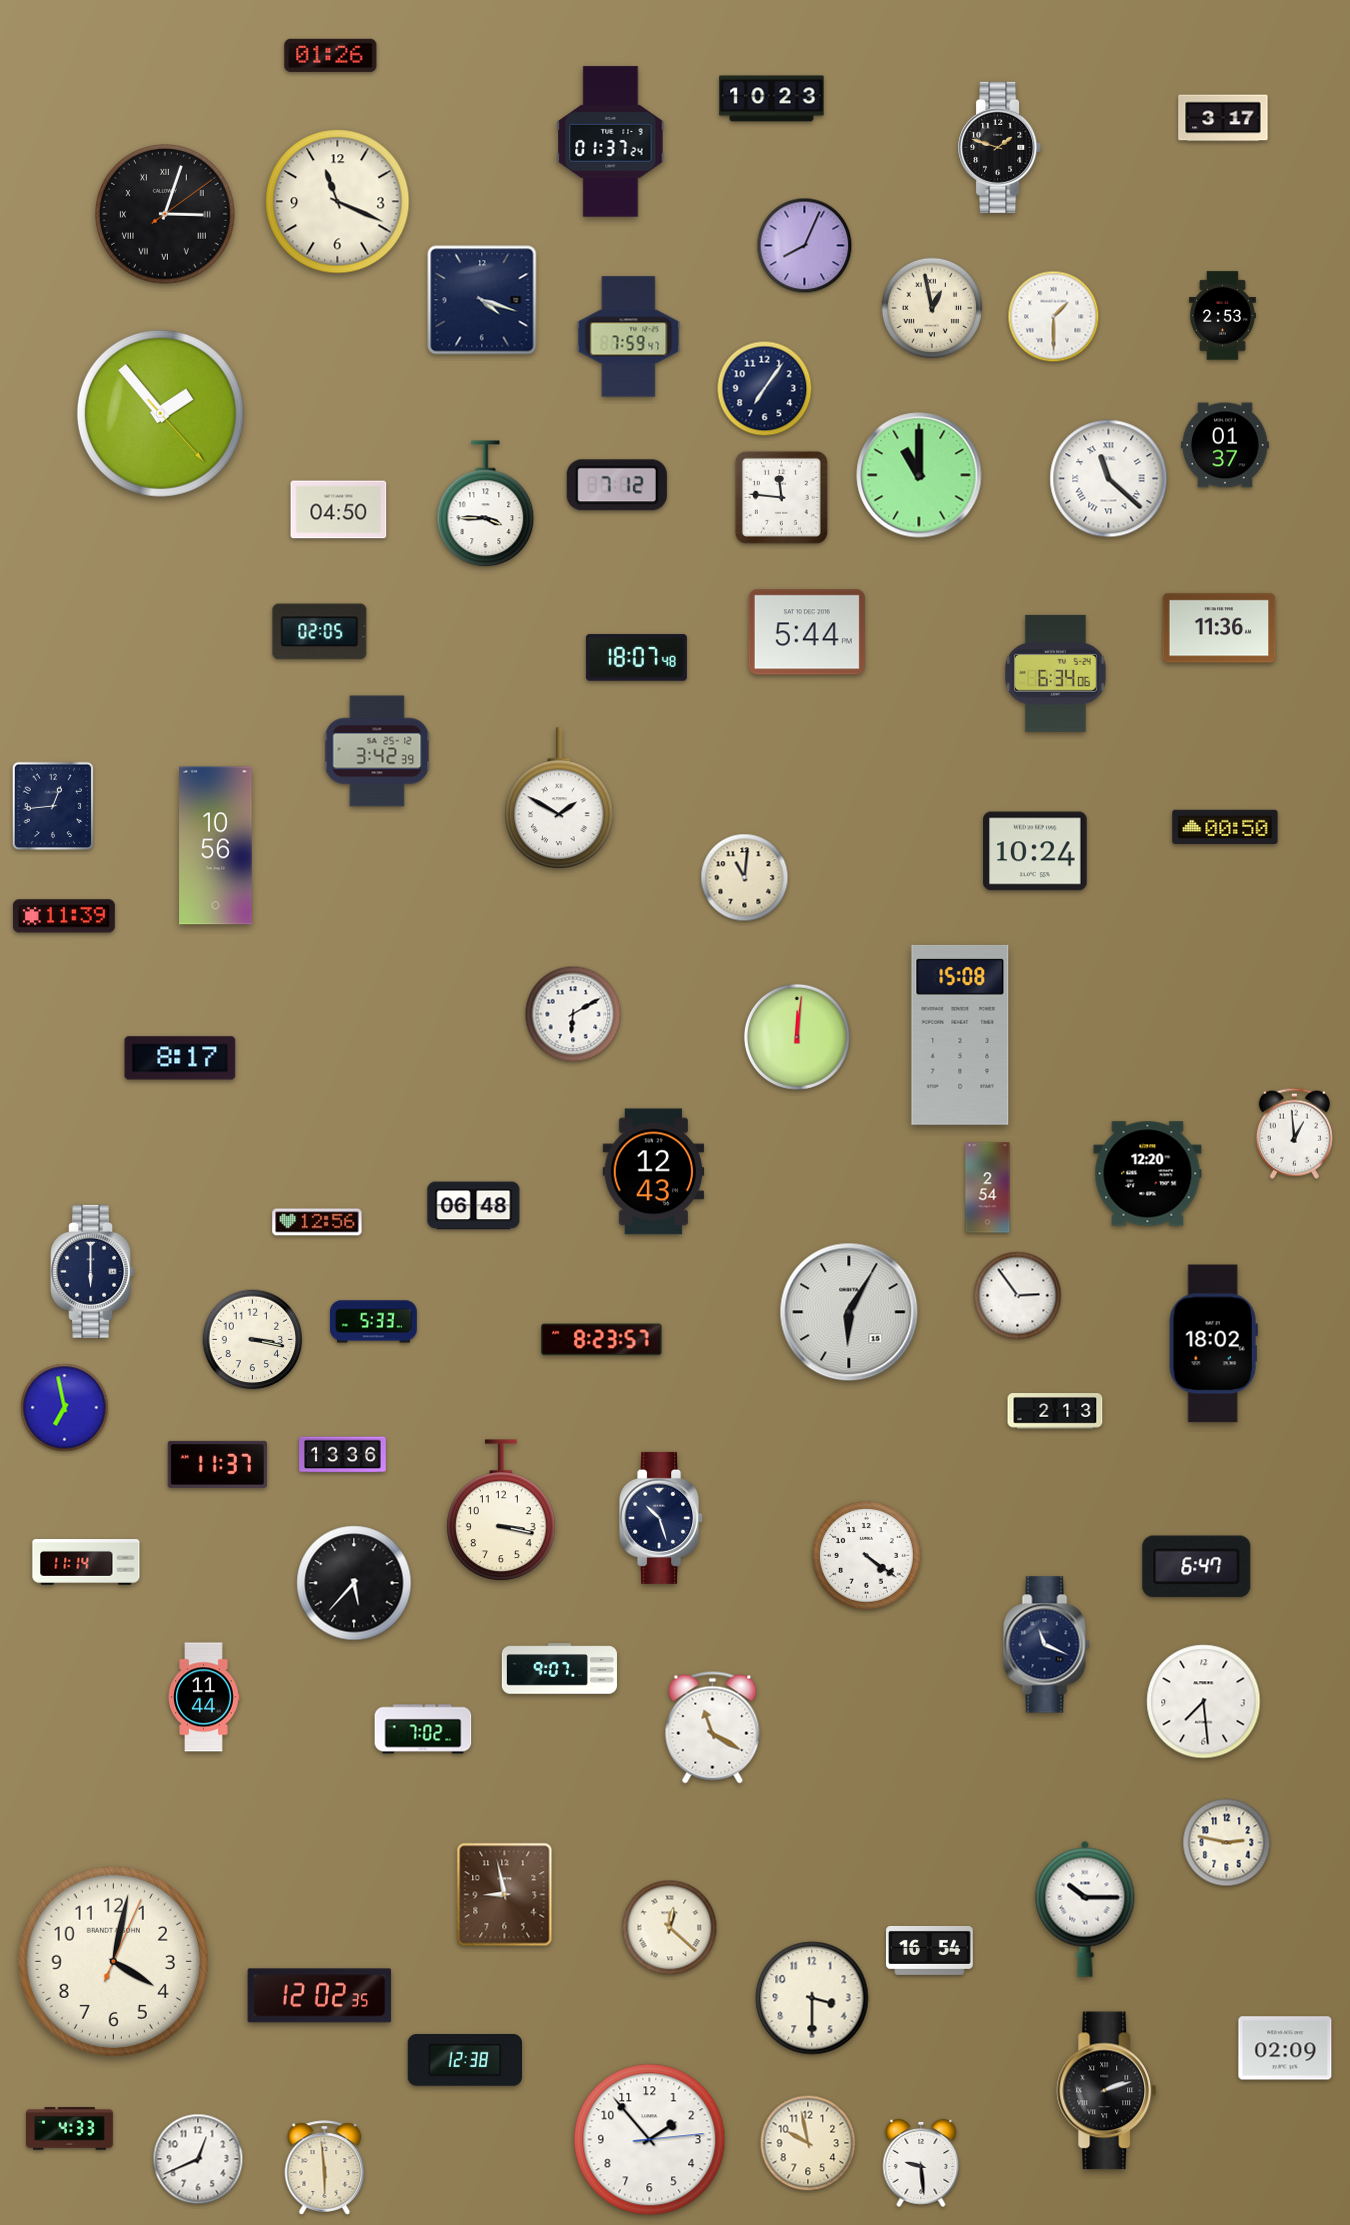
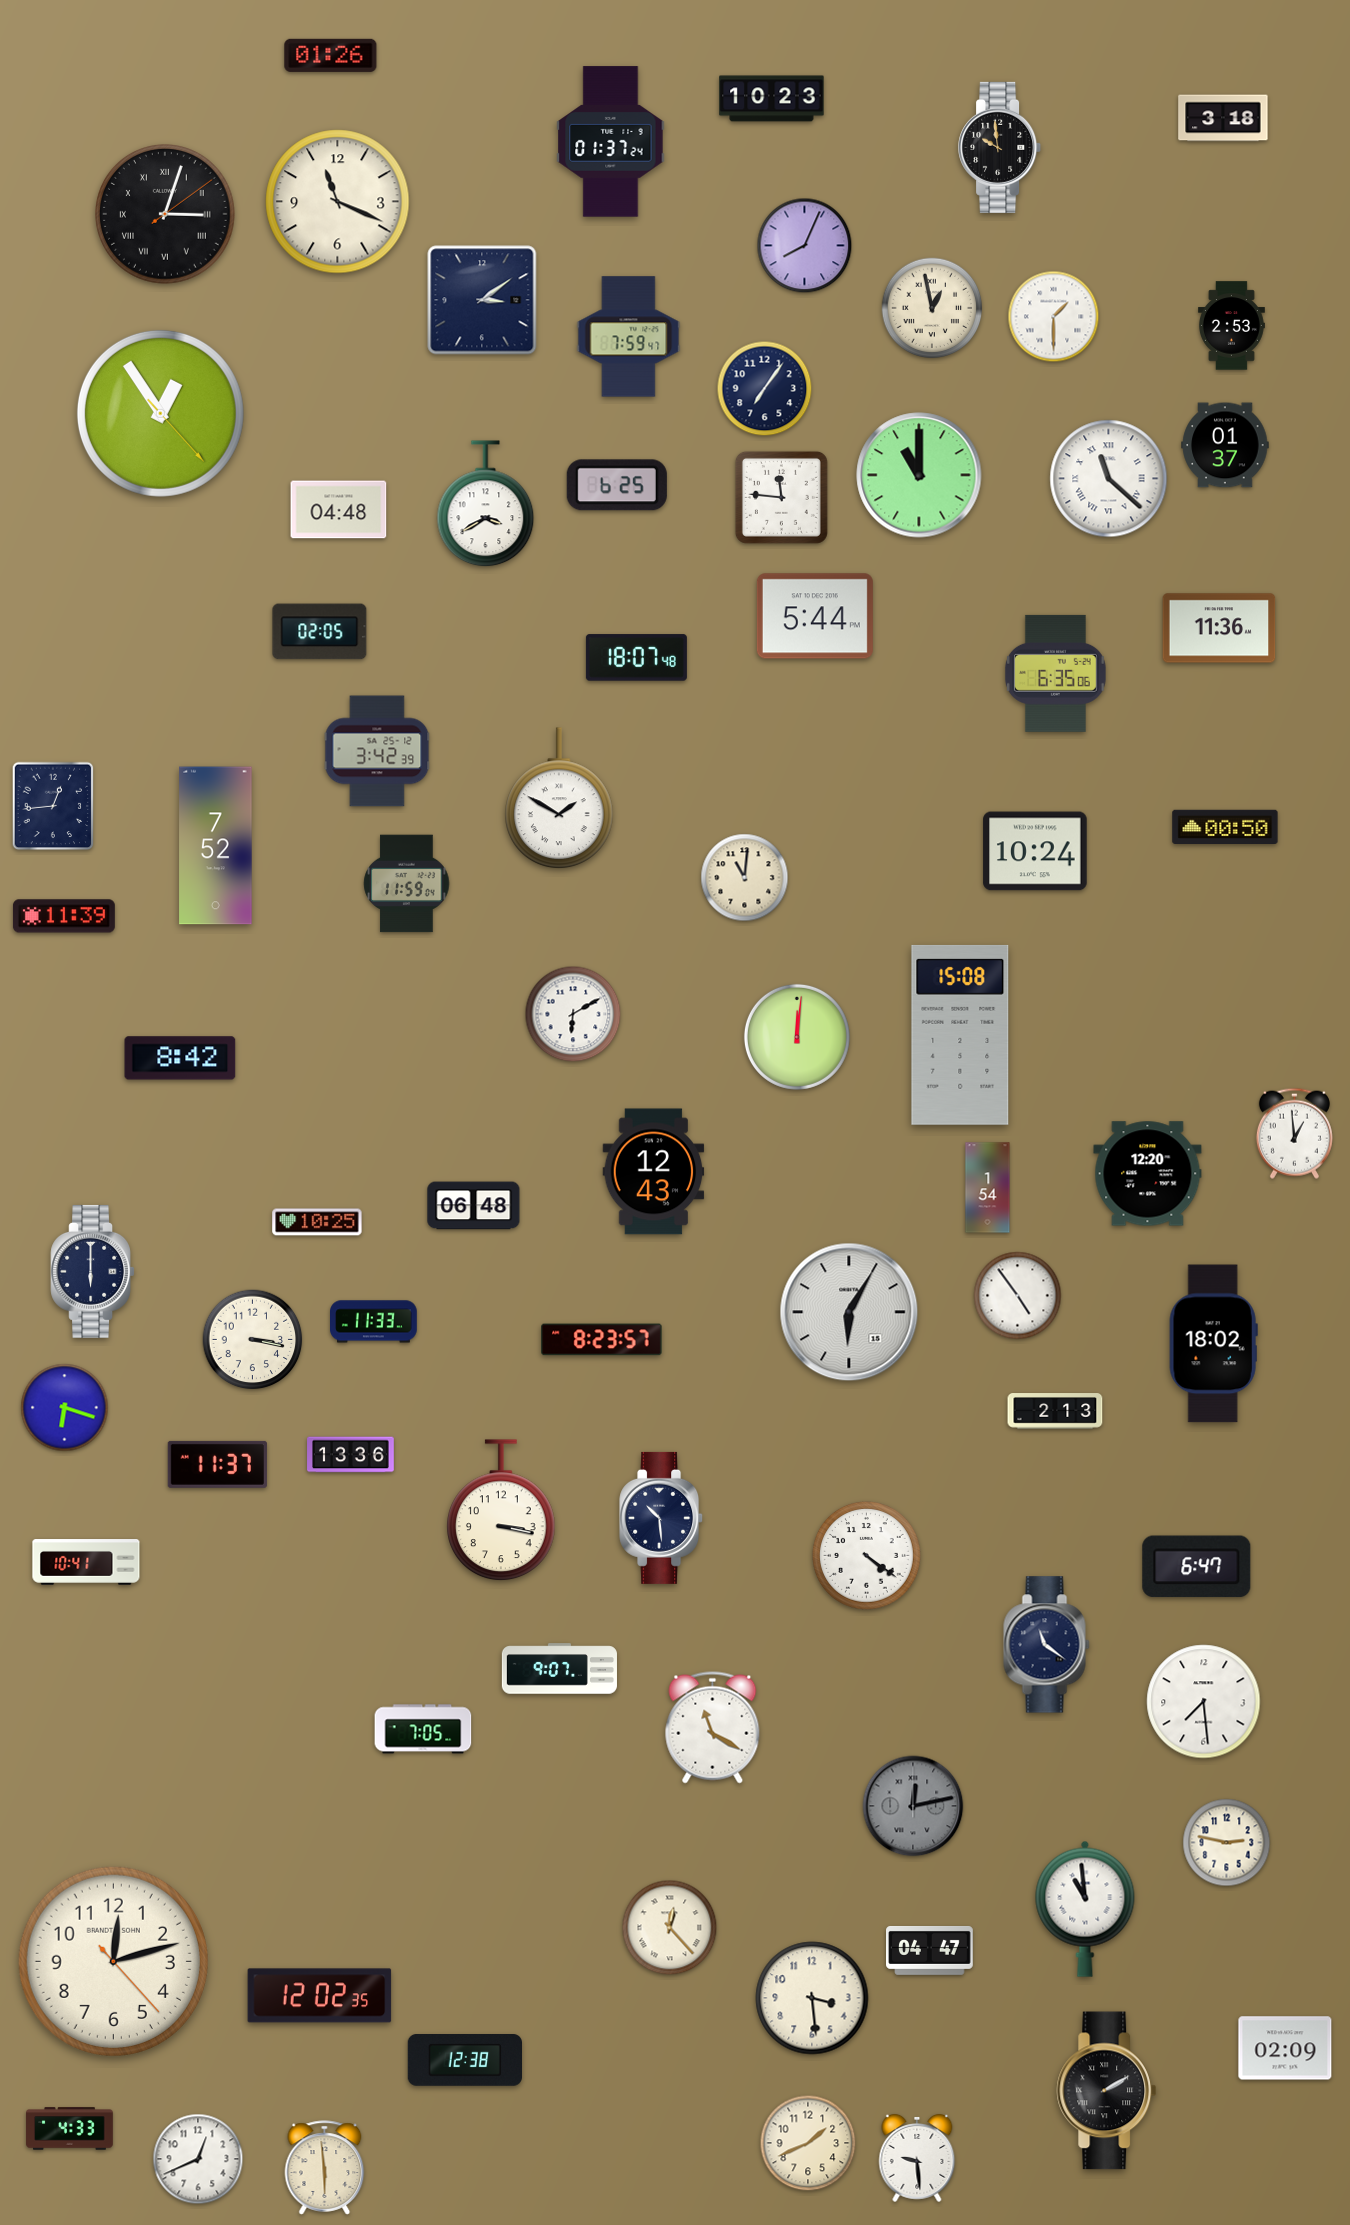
clock at (1223, 118): 3:17 -> 3:18
clock at (1000, 147): 1:48 -> 9:59
clock at (482, 300): 4:18 -> 3:09
clock at (1222, 316) position: (1222, 316) -> (1231, 326)
clock at (160, 413): 1:53 -> 12:54
clock at (617, 485): 7:12 -> 6:25
clock at (486, 504): 3:45 -> 3:40
clock at (339, 510): 04:50 -> 04:48
clock at (807, 632) position: (807, 632) -> (815, 616)
clock at (1055, 673): 6:34 -> 6:35
clock at (216, 846): 10:56 -> 7:52
clock at (407, 884): none -> 11:59
clock at (180, 1058): 8:17 -> 8:42
clock at (988, 1188): 2:54 -> 1:54
clock at (317, 1222): 12:56 -> 10:25
clock at (1018, 1296): 2:54 -> 4:54
clock at (374, 1322): 5:33 -> 11:33
clock at (65, 1408): 6:58 -> 6:18
clock at (343, 1455) position: (343, 1455) -> (351, 1455)
clock at (662, 1518): 10:27 -> 10:29
clock at (86, 1562): 11:14 -> 10:41
clock at (354, 1583): 5:37 -> none
clock at (1047, 1645): 11:19 -> 11:21
clock at (204, 1697): 11:44 -> none
clock at (423, 1729): 7:02 -> 7:05
clock at (913, 1806): none -> 12:13
clock at (505, 1895): 8:58 -> none
clock at (1085, 1909): 10:15 -> 10:59
clock at (670, 1928): 12:22 -> 12:23
clock at (930, 1950): 16:54 -> 04:47
clock at (113, 1961): 4:02 -> 12:12
clock at (812, 1998): 3:30 -> 3:29
clock at (1107, 2091): 2:12 -> 2:10
clock at (650, 2140): 1:53 -> none
clock at (808, 2143): 9:58 -> 1:41
clock at (921, 2163) position: (921, 2163) -> (917, 2158)
